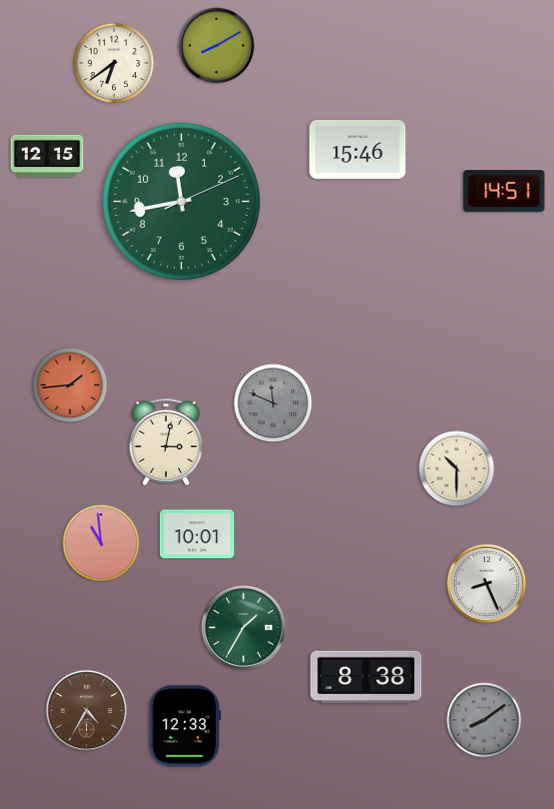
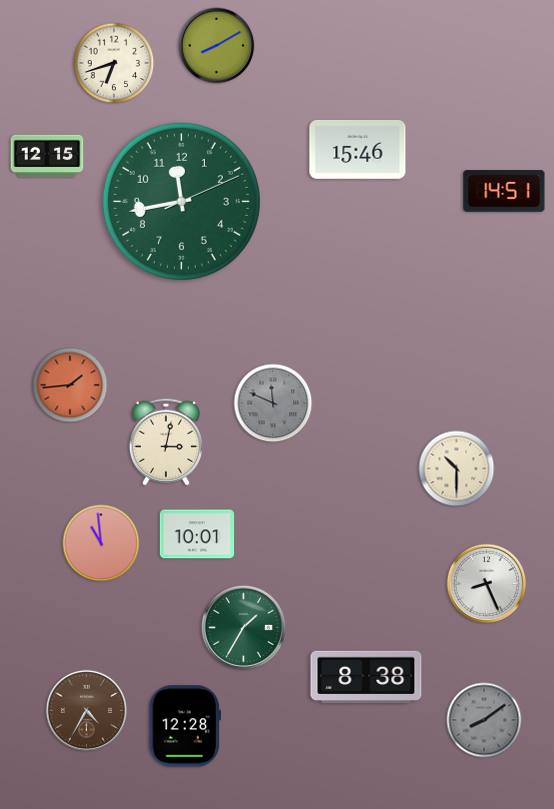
clock at (114, 63): 6:39 -> 6:42
clock at (185, 726): 12:33 -> 12:28
